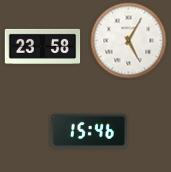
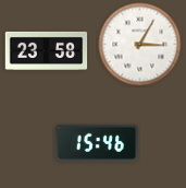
clock at (129, 41): 5:05 -> 3:05
